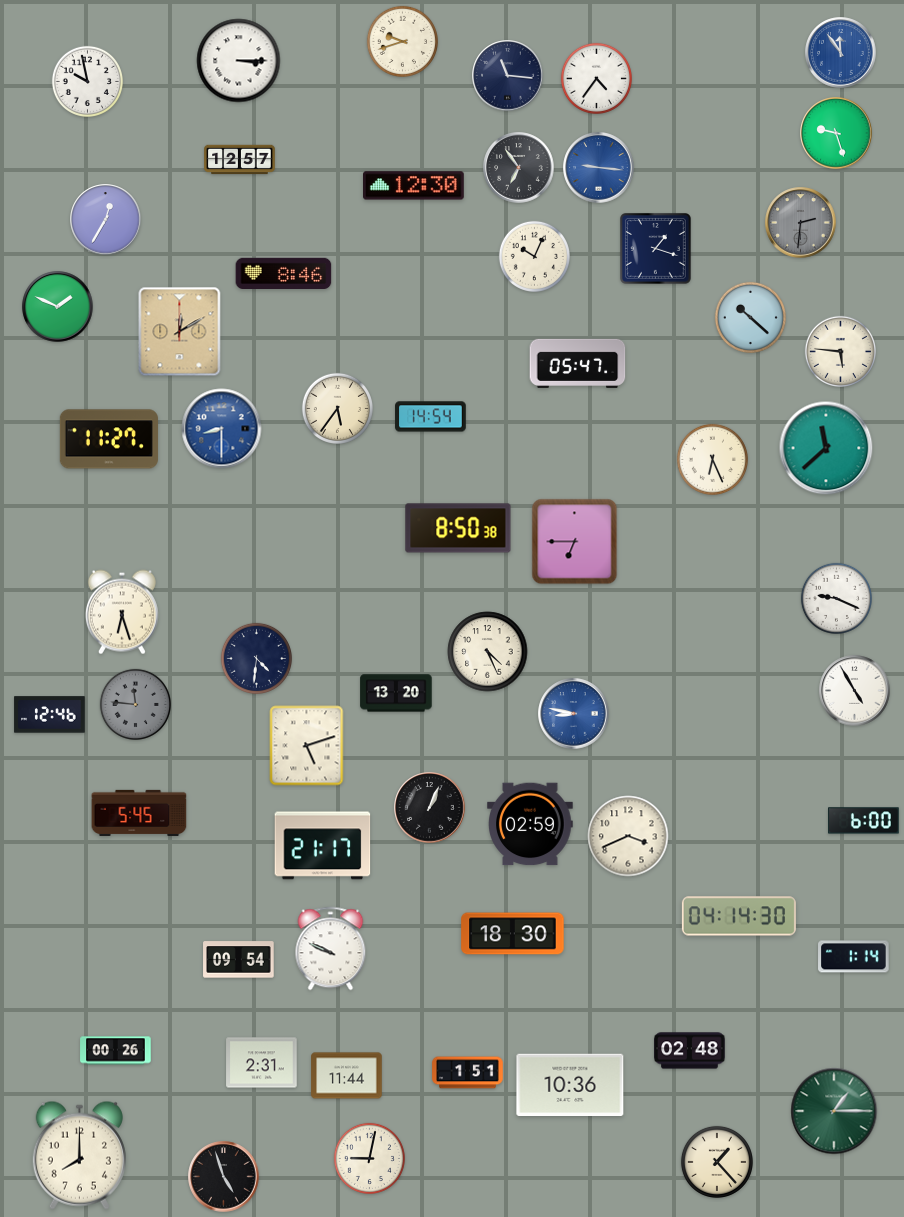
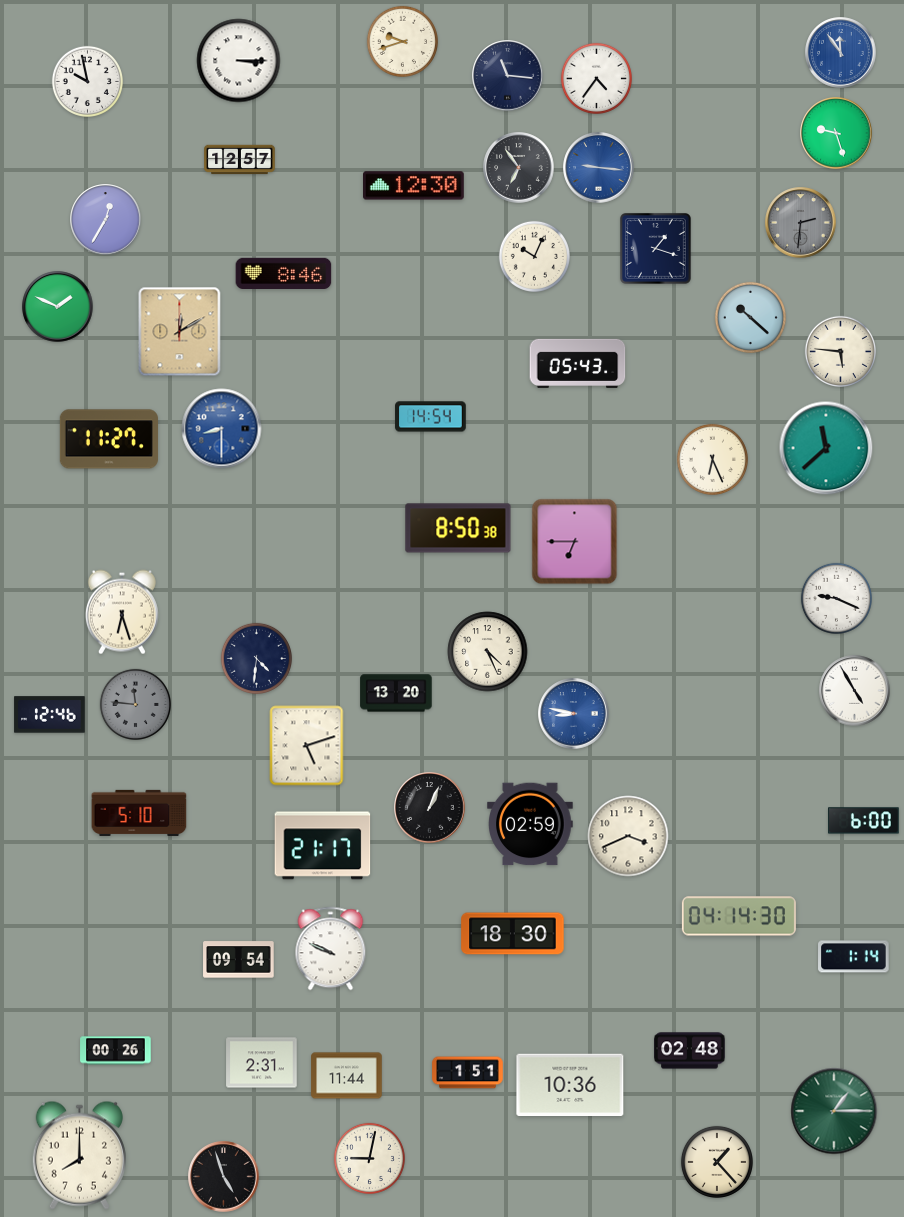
clock at (578, 363): 05:47 -> 05:43
clock at (337, 408): 5:36 -> none
clock at (139, 813): 5:45 -> 5:10
